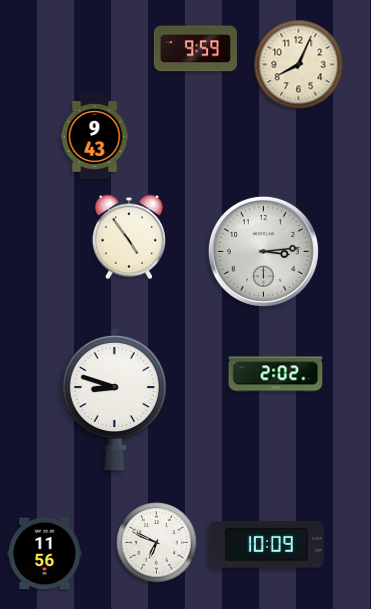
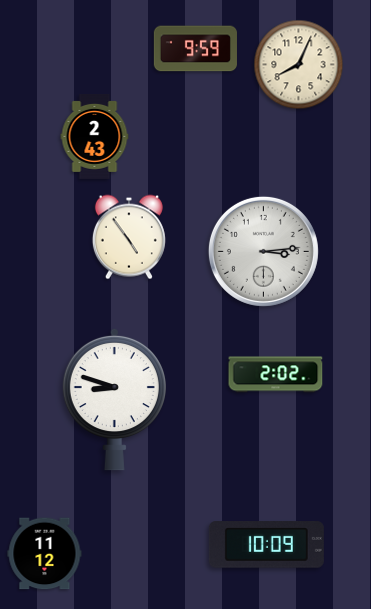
clock at (95, 136): 9:43 -> 2:43
clock at (157, 543): 6:49 -> none
clock at (45, 554): 11:56 -> 11:12
